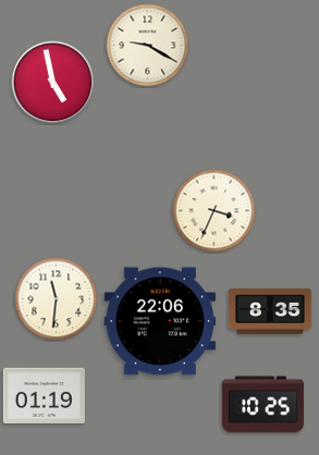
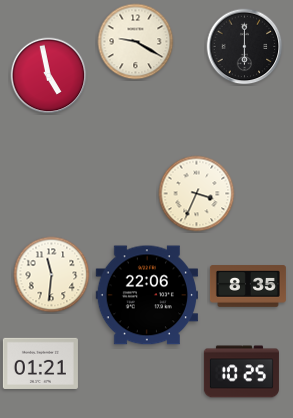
clock at (245, 47): none -> 6:00
clock at (44, 395): 01:19 -> 01:21
